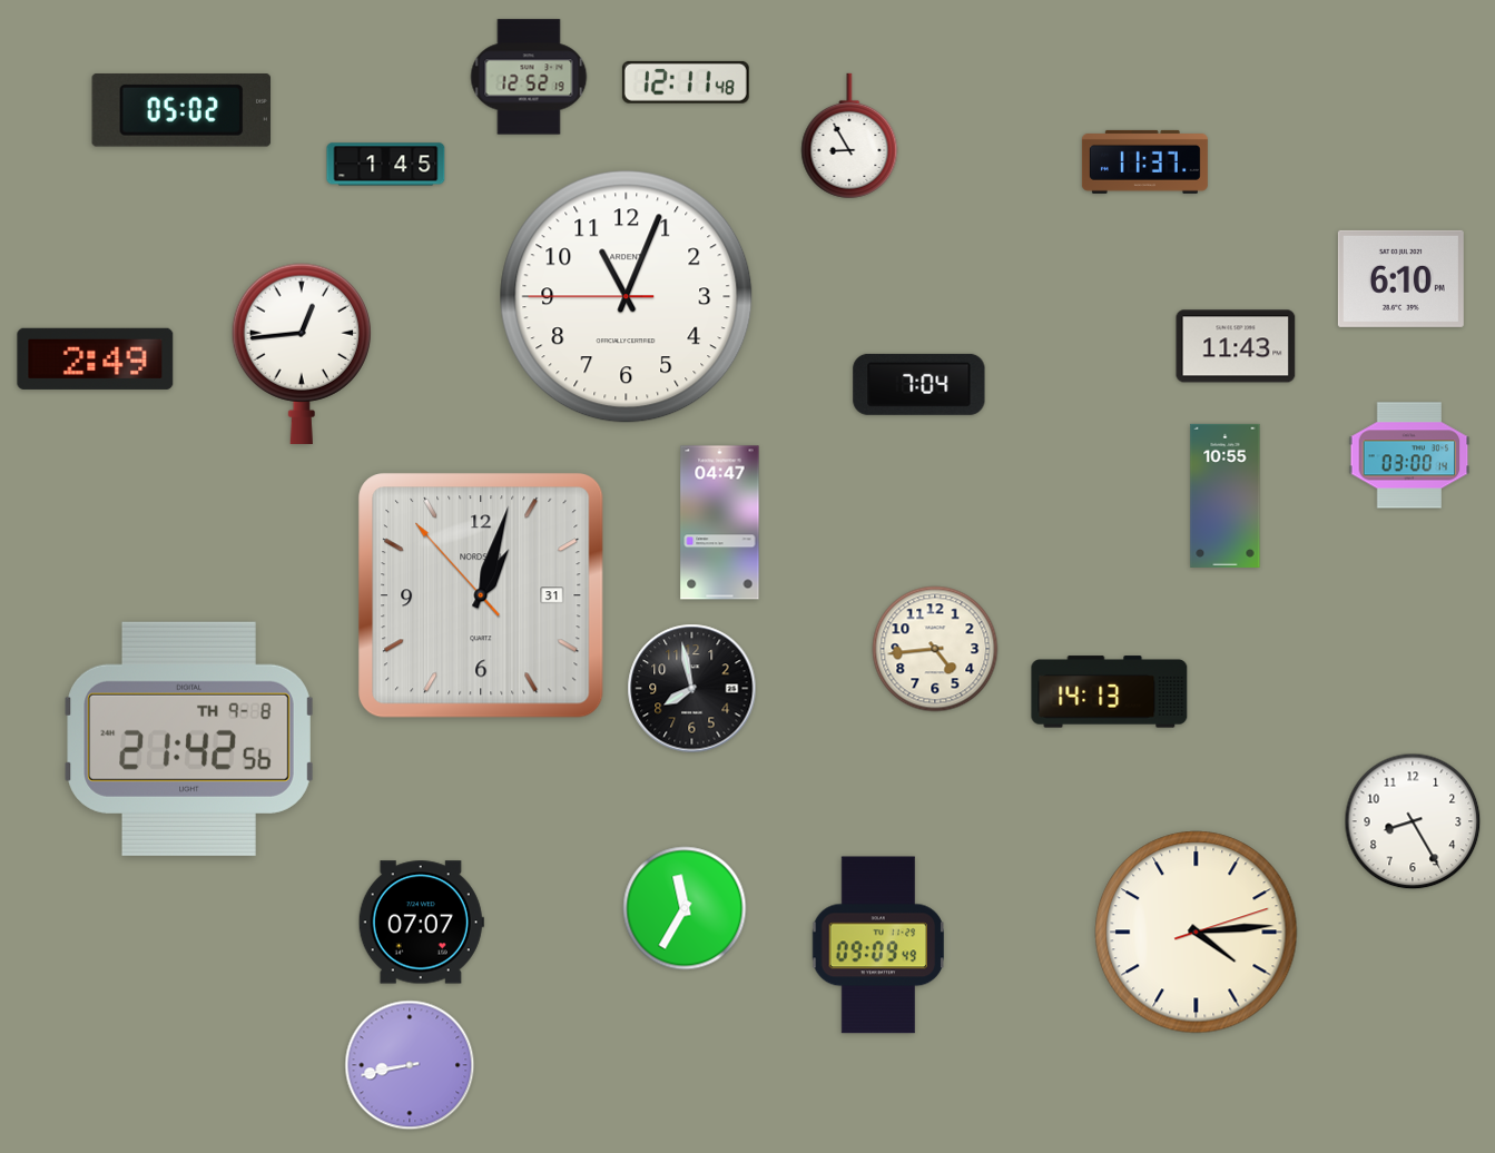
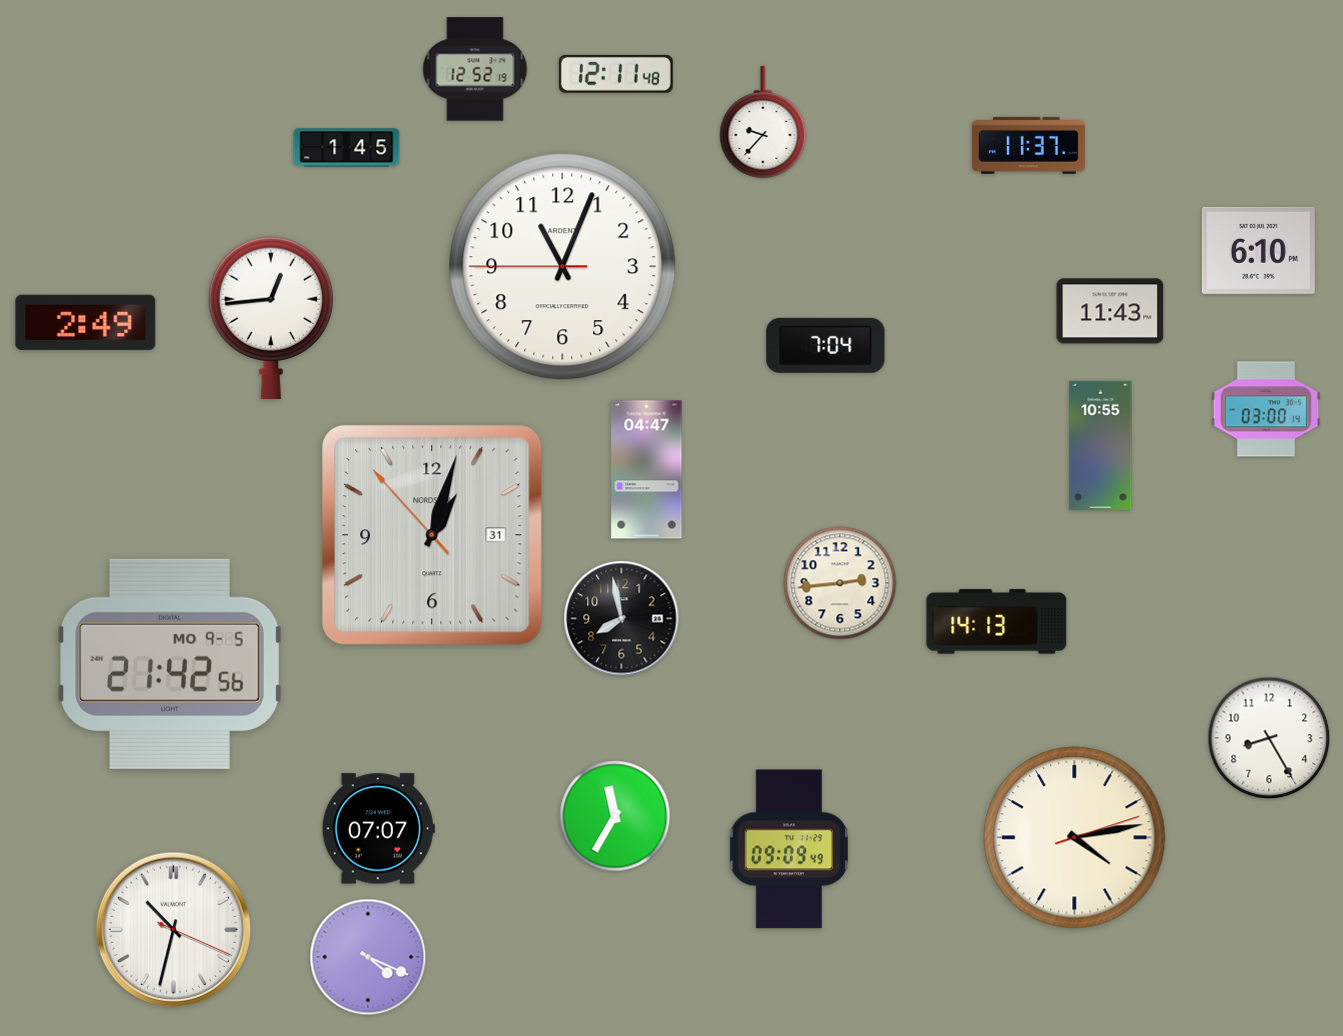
clock at (181, 111): 05:02 -> none
clock at (849, 136): 8:55 -> 9:37
clock at (935, 649): 4:44 -> 2:44
clock at (189, 739) date: TH 9-8 -> MO 9-5
clock at (1197, 933): 4:14 -> 4:13
clock at (173, 929): none -> 10:32
clock at (410, 1065): 8:43 -> 4:19
